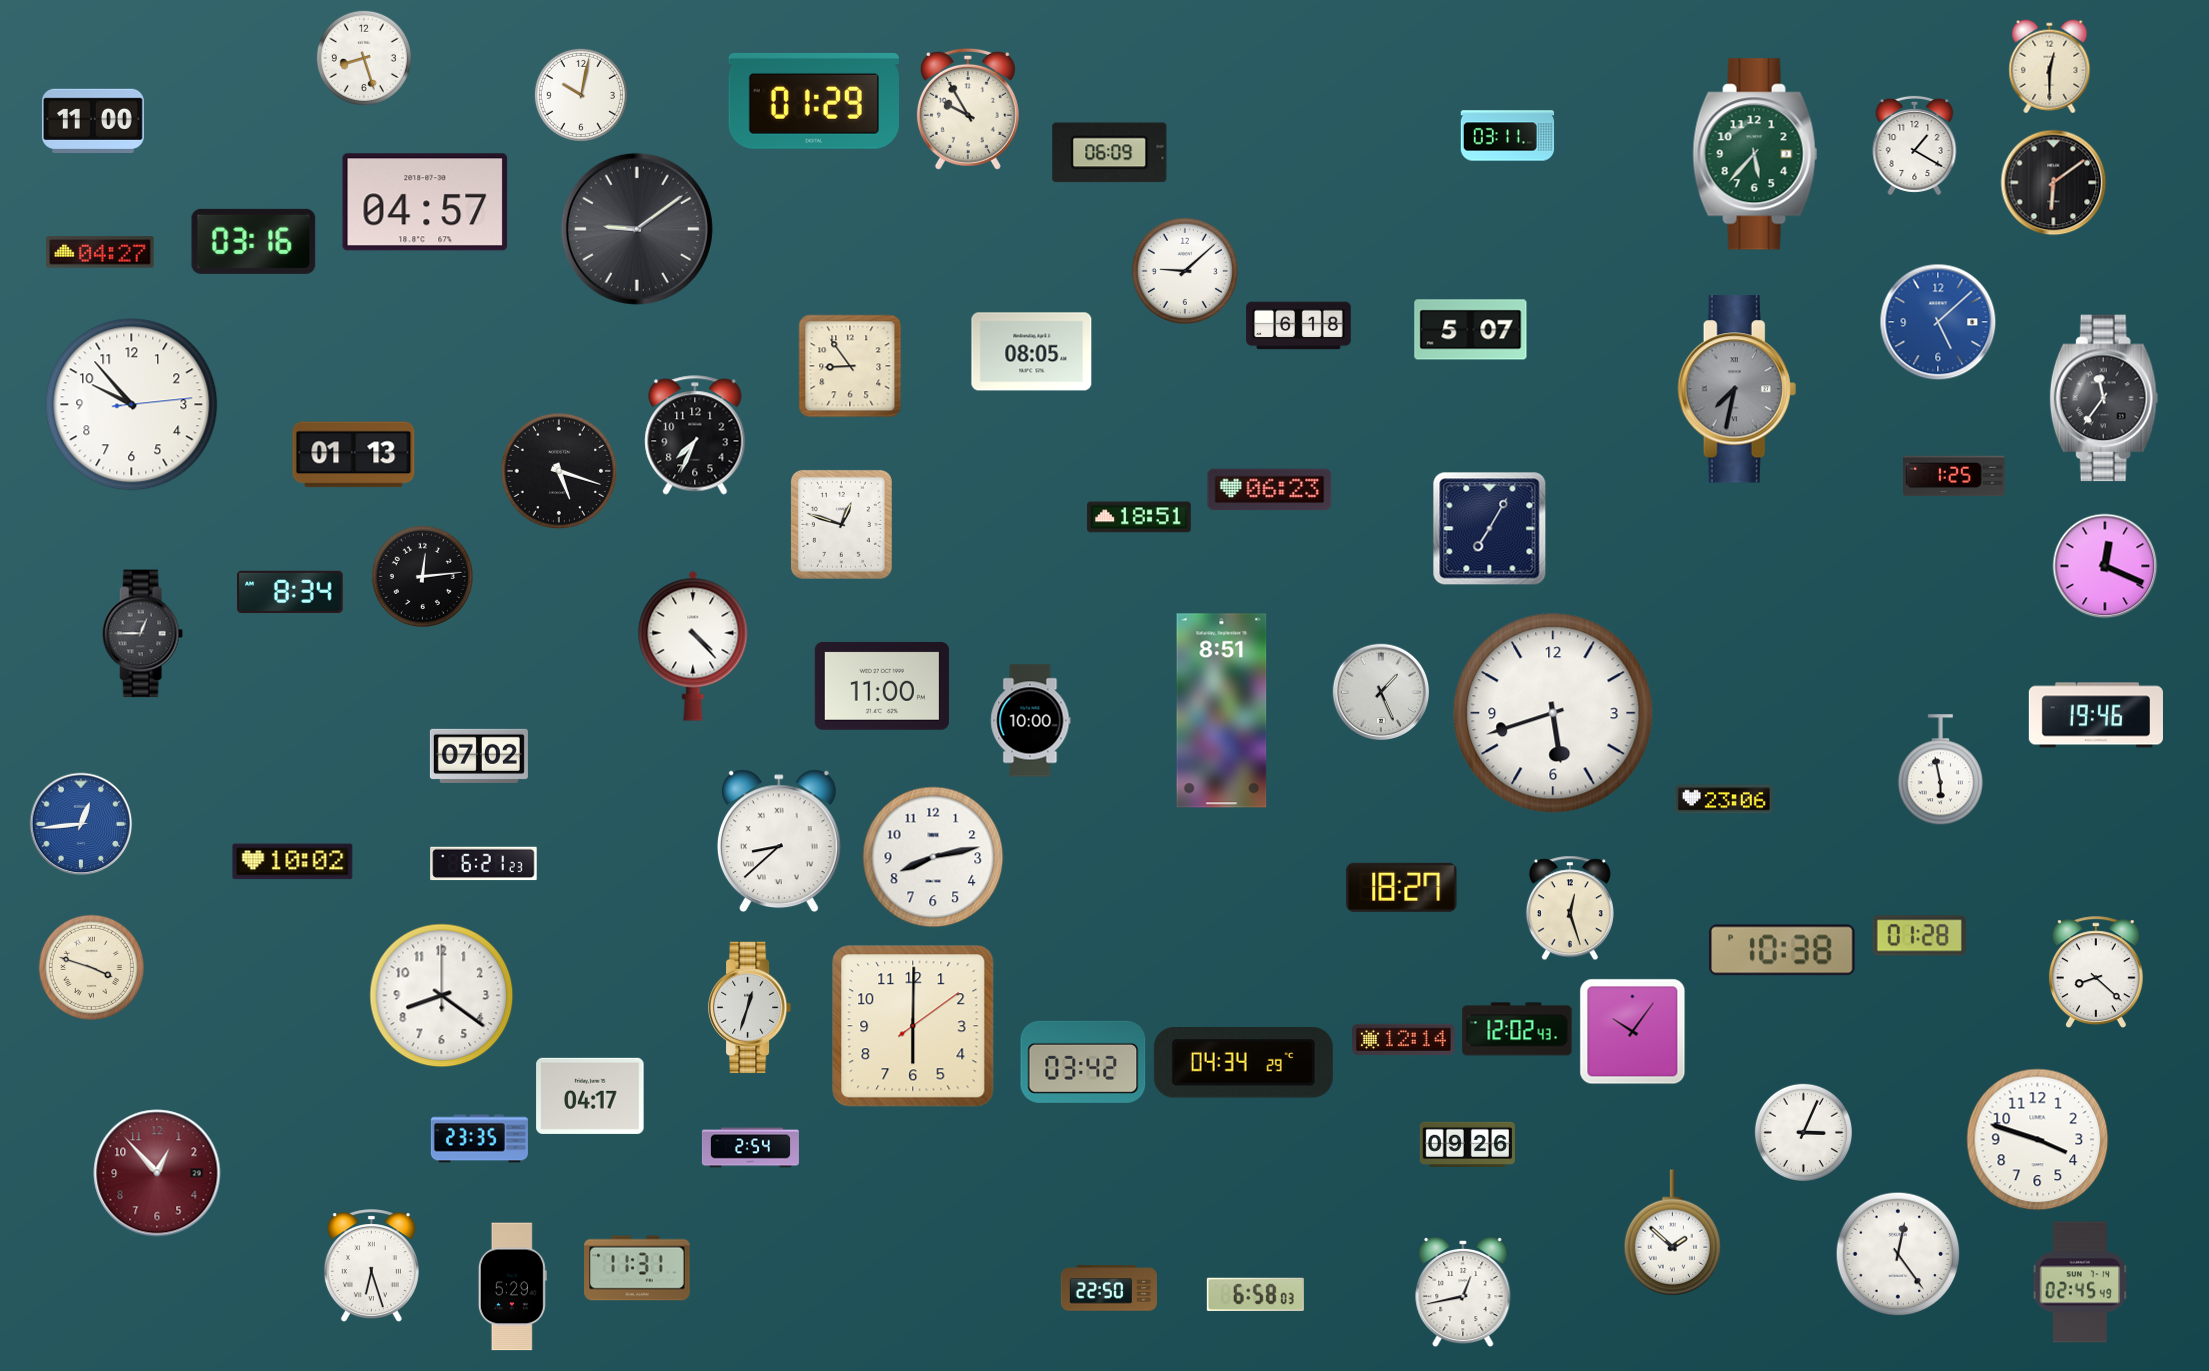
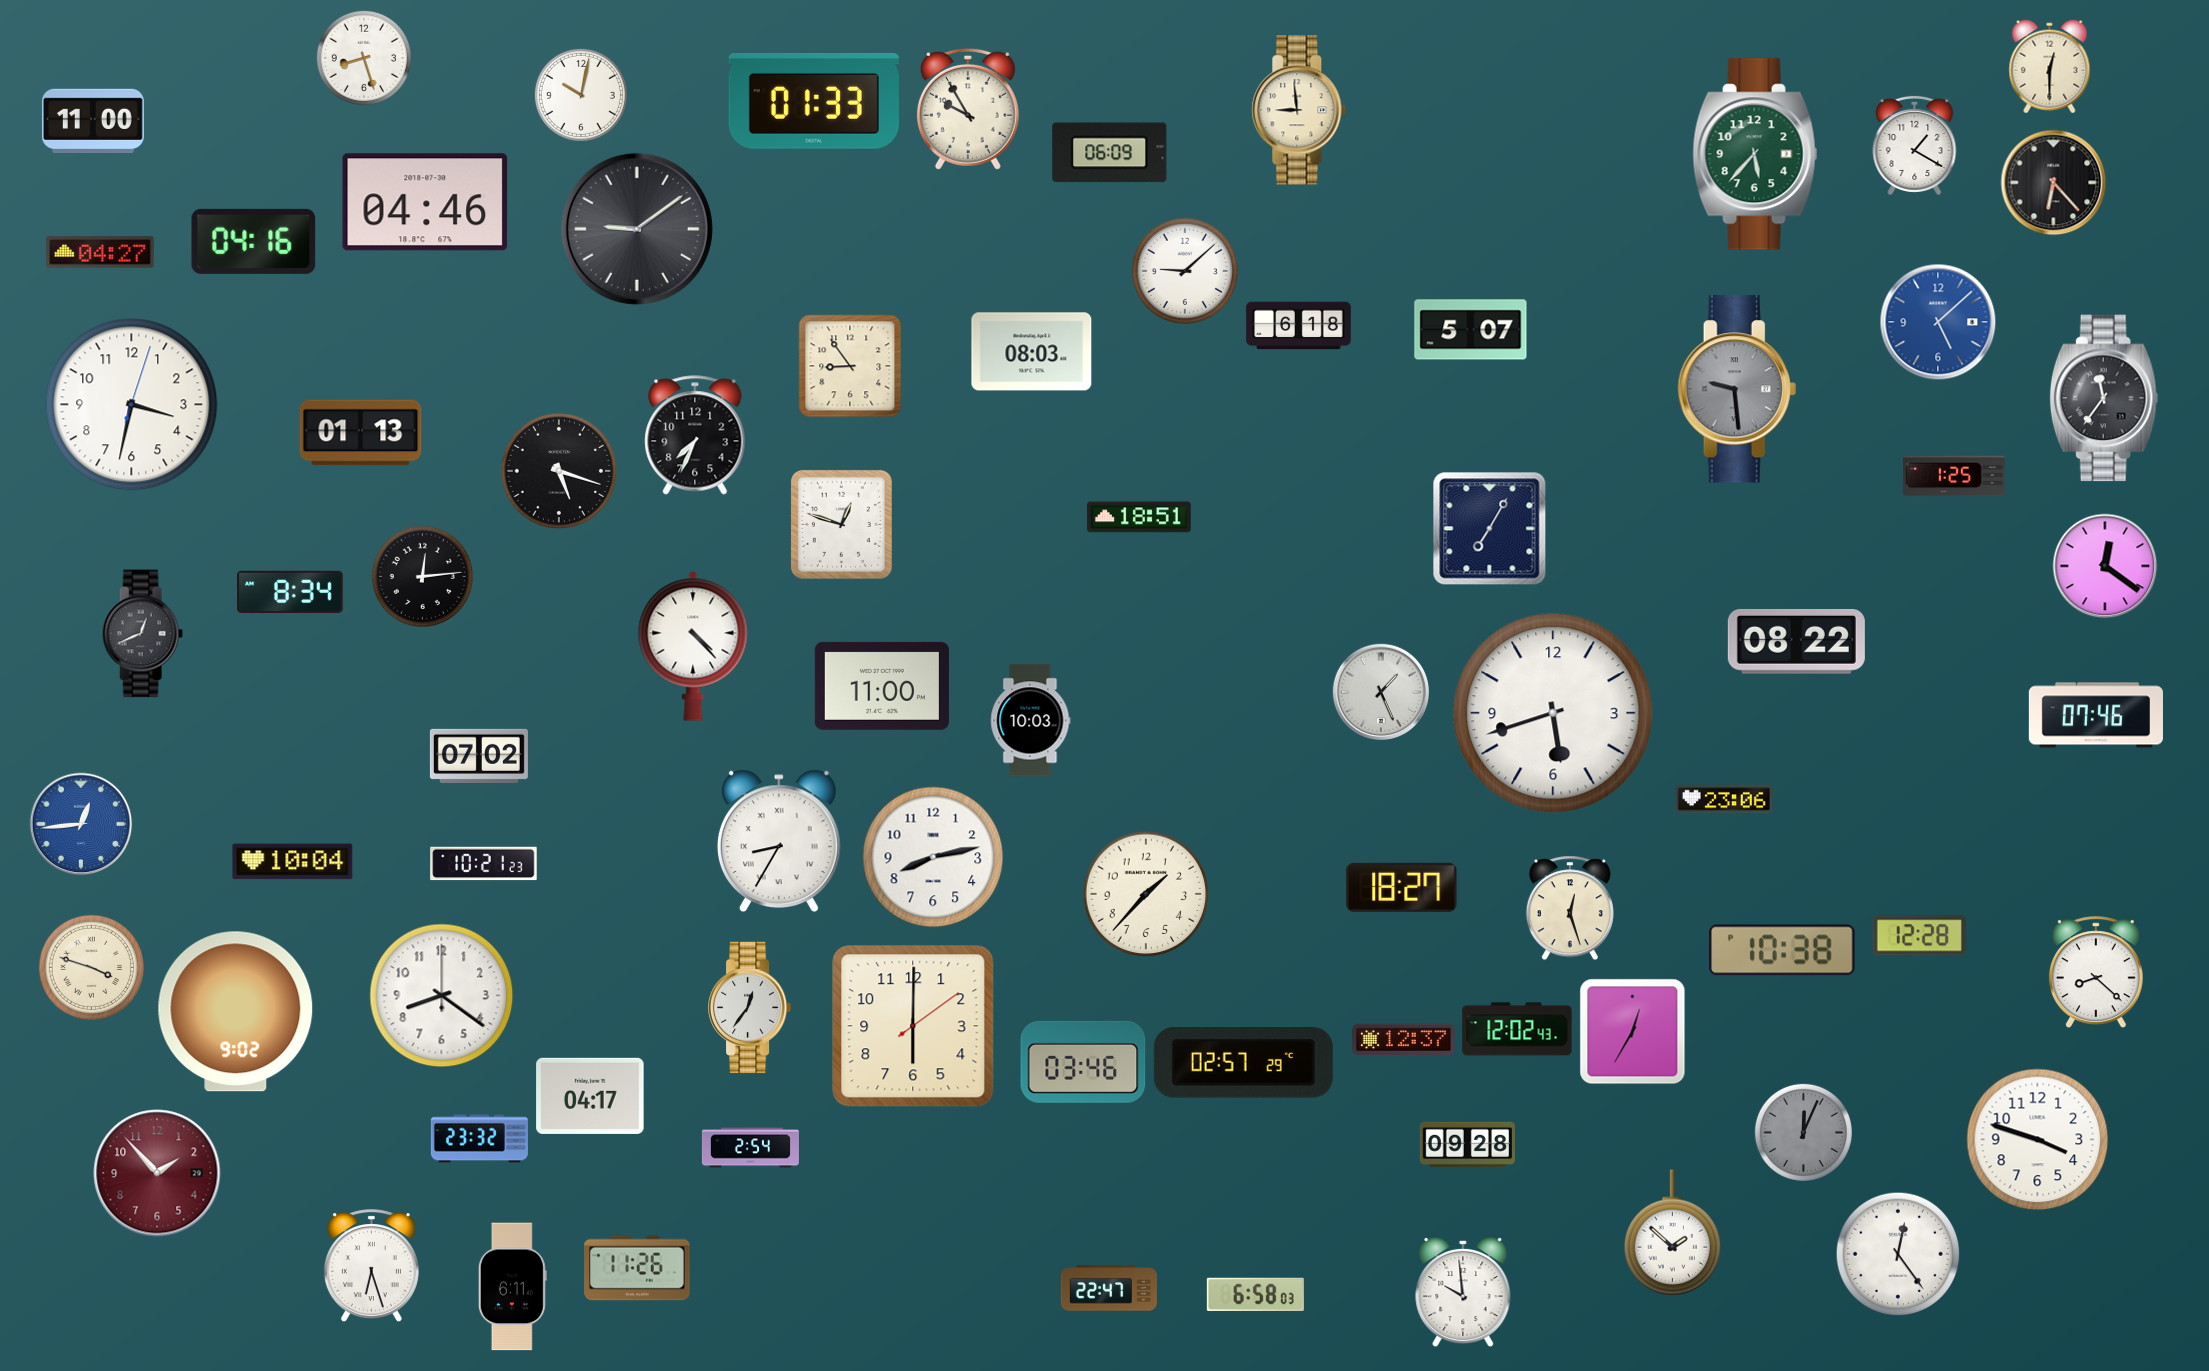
clock at (814, 101): 01:29 -> 01:33
clock at (1299, 110): none -> 8:59
clock at (1508, 136): 03:11 -> none
clock at (2054, 183): 6:09 -> 6:23
clock at (425, 202): 04:57 -> 04:46
clock at (254, 241): 03:16 -> 04:16
clock at (1032, 352): 08:05 -> 08:03
clock at (1737, 389): 7:32 -> 9:29
clock at (132, 405): 9:53 -> 3:32
clock at (354, 455) position: (354, 455) -> (361, 433)
clock at (1270, 490): 06:23 -> none
clock at (2105, 566): 12:19 -> 12:21
clock at (142, 634): 12:45 -> 12:41
clock at (1796, 641): none -> 08:22
clock at (1222, 711): 8:51 -> none
clock at (2096, 715): 19:46 -> 07:46
clock at (1031, 721): 10:00 -> 10:03
clock at (1940, 770): 5:58 -> none
clock at (779, 841): 8:38 -> 8:35
clock at (293, 862): 10:02 -> 10:04
clock at (484, 864): 6:21 -> 10:21
clock at (1146, 894): none -> 1:37
clock at (1919, 936): 01:28 -> 12:28
clock at (750, 1008): 12:33 -> 12:36
clock at (236, 1012): none -> 9:02
clock at (1633, 1032): 10:06 -> 12:35
clock at (1404, 1039): 12:14 -> 12:37
clock at (1083, 1062): 03:42 -> 03:46
clock at (1243, 1063): 04:34 -> 02:57
clock at (1803, 1132): 3:04 -> 12:04
clock at (1803, 1132) dial: white -> grey
clock at (479, 1139): 23:35 -> 23:32
clock at (1467, 1144): 09:26 -> 09:28
clock at (157, 1173): 12:53 -> 1:53
clock at (637, 1268): 11:31 -> 11:26
clock at (2080, 1282): 02:45 -> none
clock at (512, 1287): 5:29 -> 6:11
clock at (1109, 1288): 22:50 -> 22:47
clock at (1463, 1292): 12:43 -> 9:59
